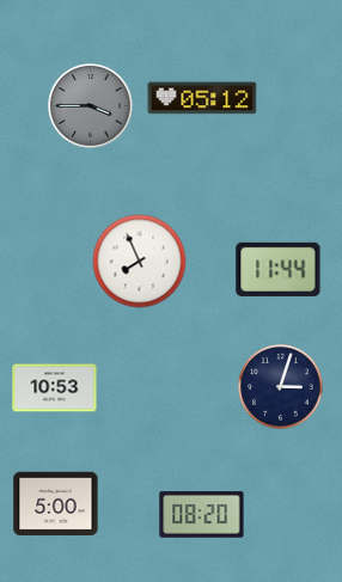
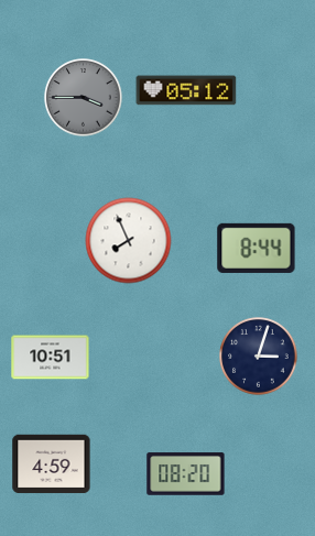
clock at (279, 269): 11:44 -> 8:44
clock at (55, 388): 10:53 -> 10:51
clock at (56, 504): 5:00 -> 4:59
